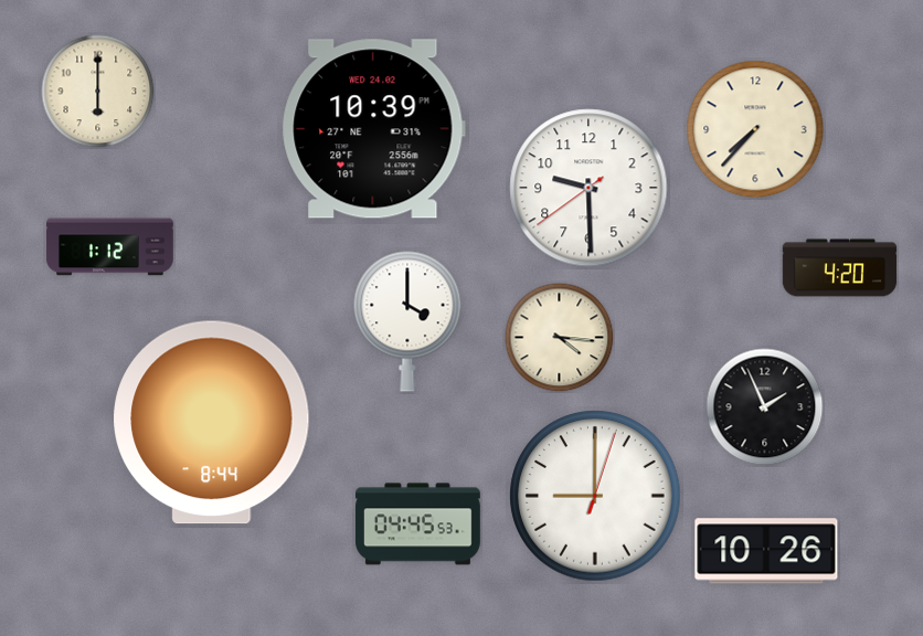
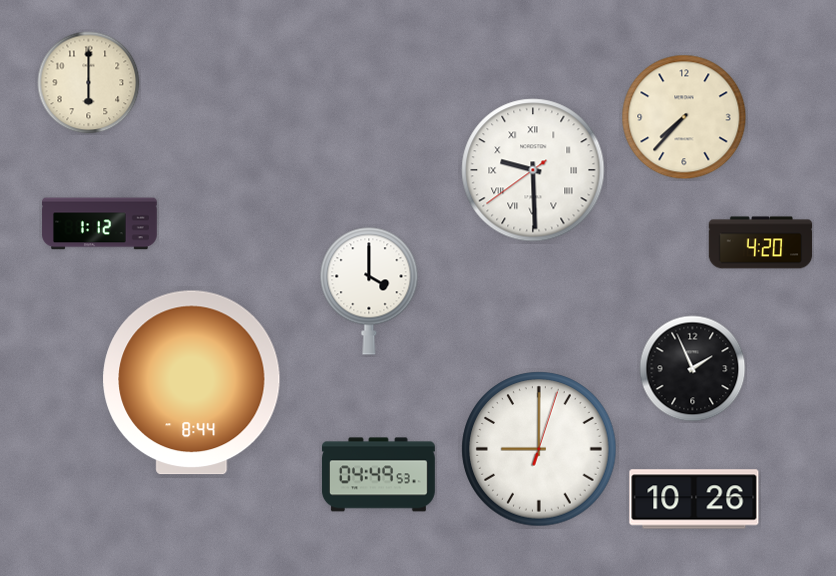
clock at (373, 129): 10:39 -> none
clock at (588, 188) numerals: Arabic -> Roman
clock at (560, 338): 4:16 -> none
clock at (417, 524): 04:45 -> 04:49
